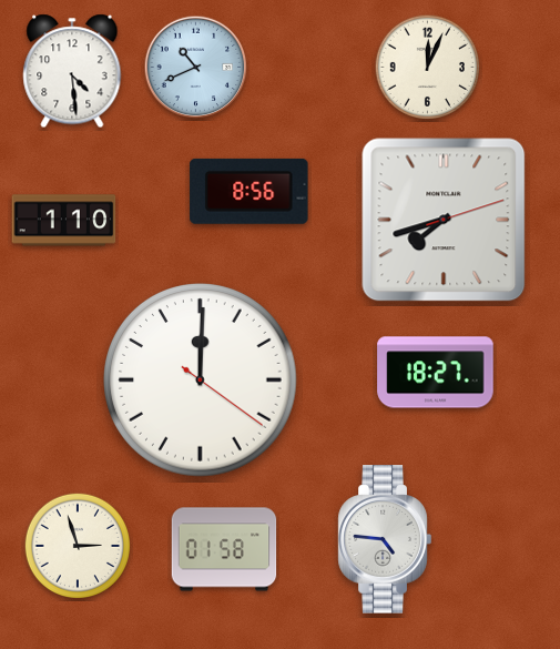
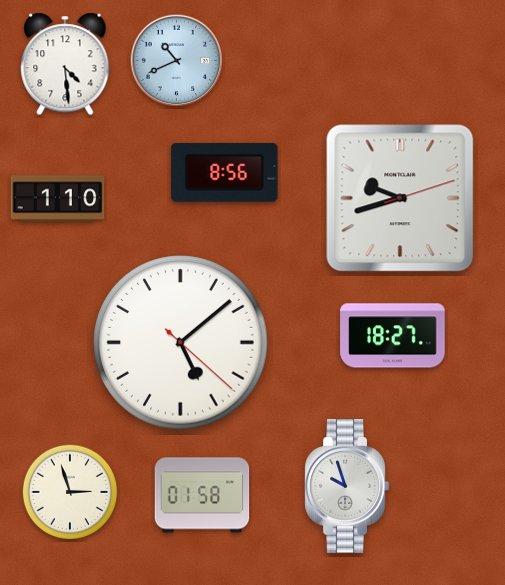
clock at (427, 67): 12:04 -> none
clock at (444, 220): 7:42 -> 9:42
clock at (201, 381): 12:00 -> 5:08
clock at (385, 539): 4:46 -> 9:57
